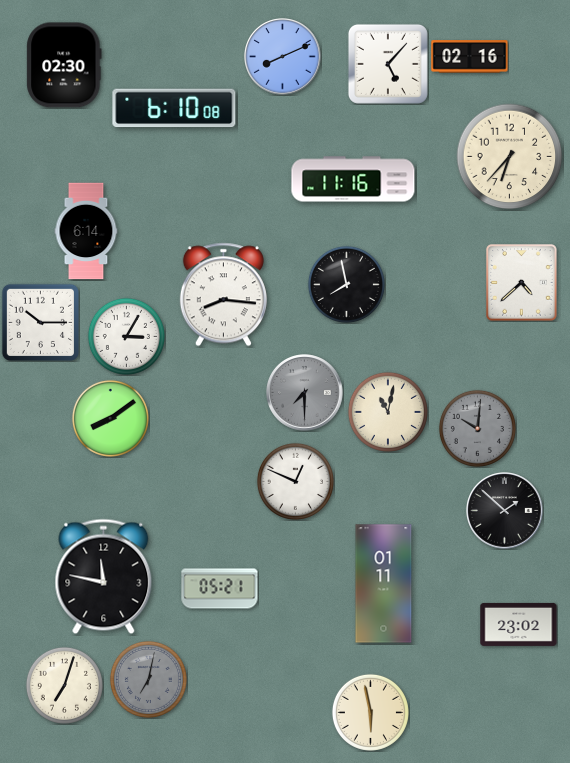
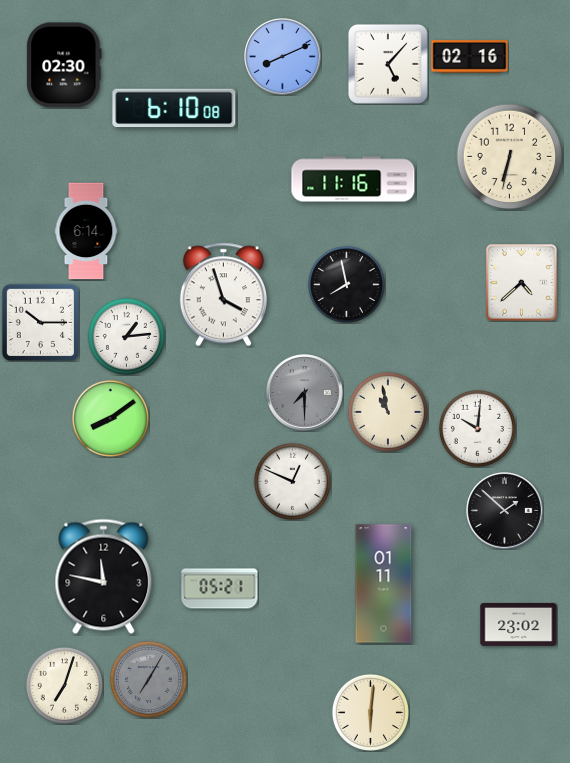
clock at (510, 157): 6:37 -> 6:32
clock at (223, 295): 8:16 -> 3:57
clock at (126, 336): 3:05 -> 1:14
clock at (388, 412): 11:02 -> 10:58
clock at (477, 428) dial: grey -> white
clock at (295, 481) position: (295, 481) -> (292, 481)
clock at (148, 679): 7:02 -> 7:05
clock at (370, 712): 5:58 -> 6:01
